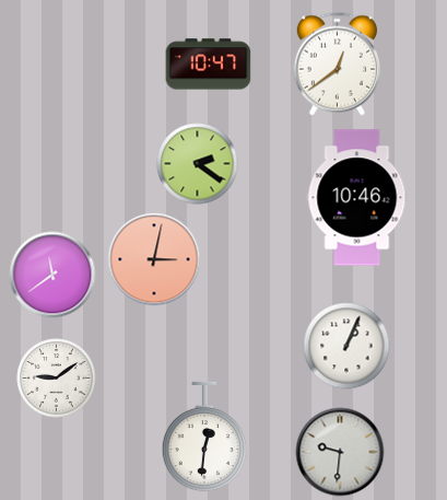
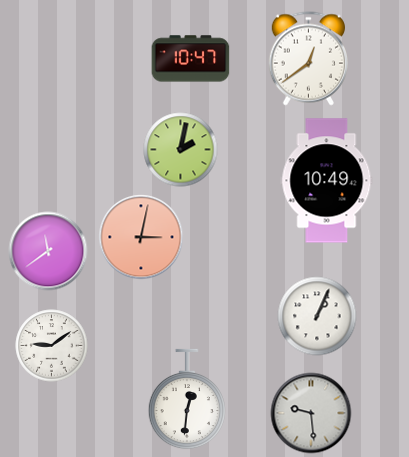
clock at (198, 164): 2:21 -> 2:02
clock at (357, 198): 10:46 -> 10:49
clock at (340, 452): 9:31 -> 9:29
